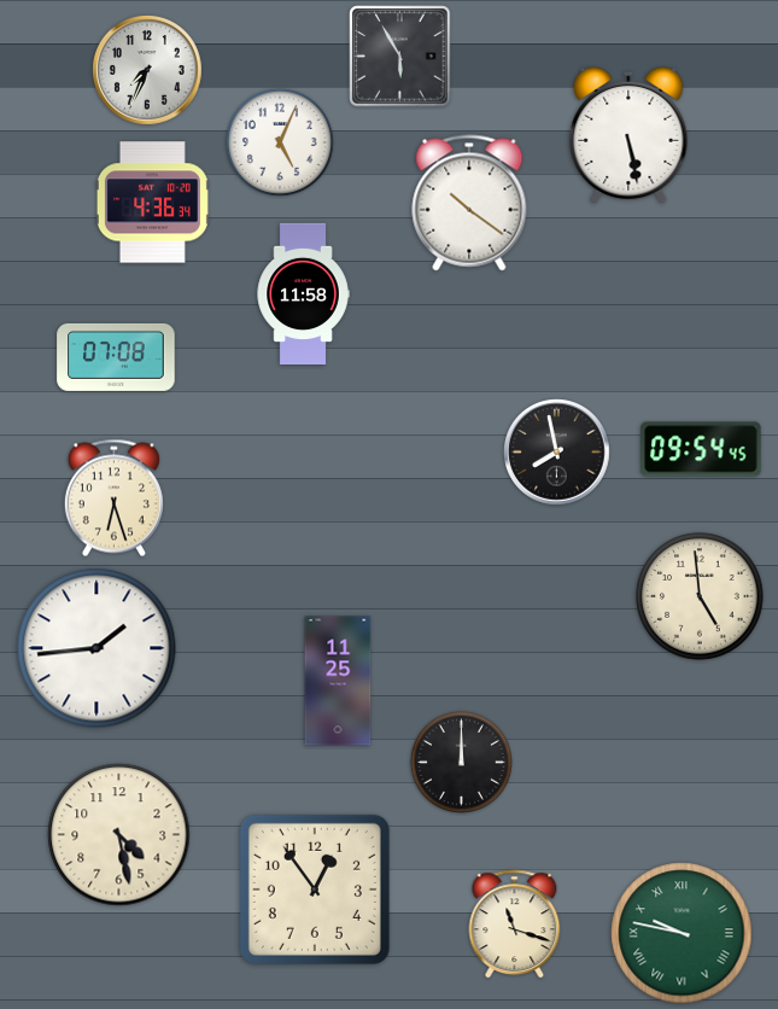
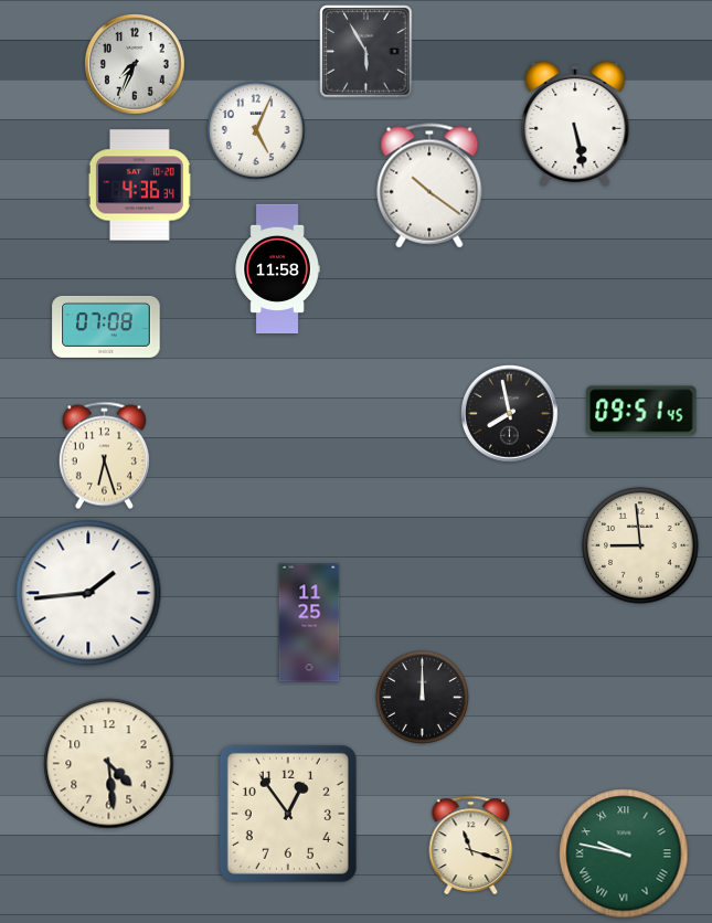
clock at (701, 449): 09:54 -> 09:51
clock at (700, 596): 4:59 -> 8:59
clock at (119, 835): 4:28 -> 4:29
